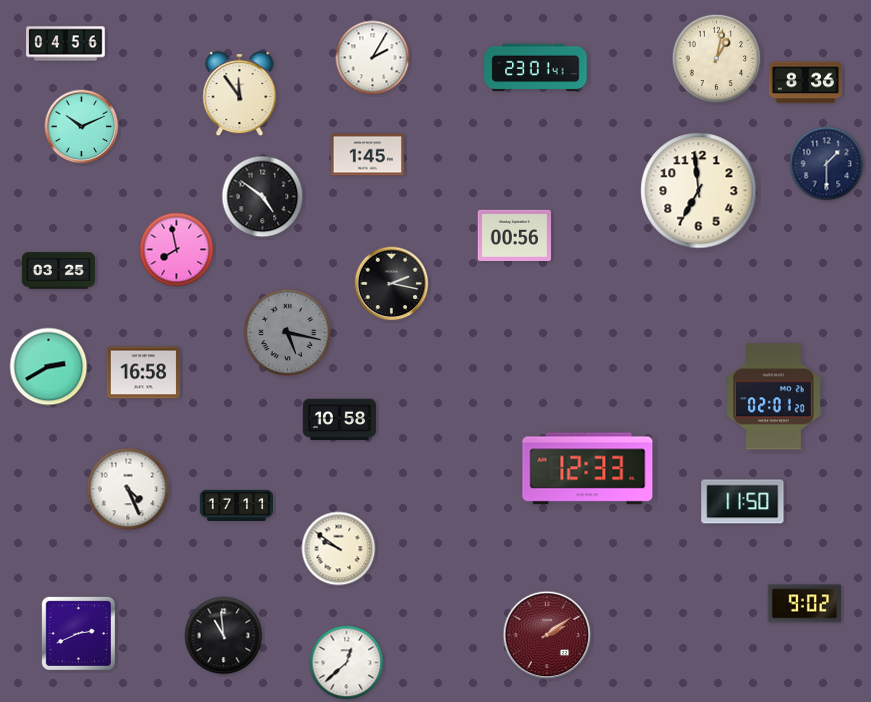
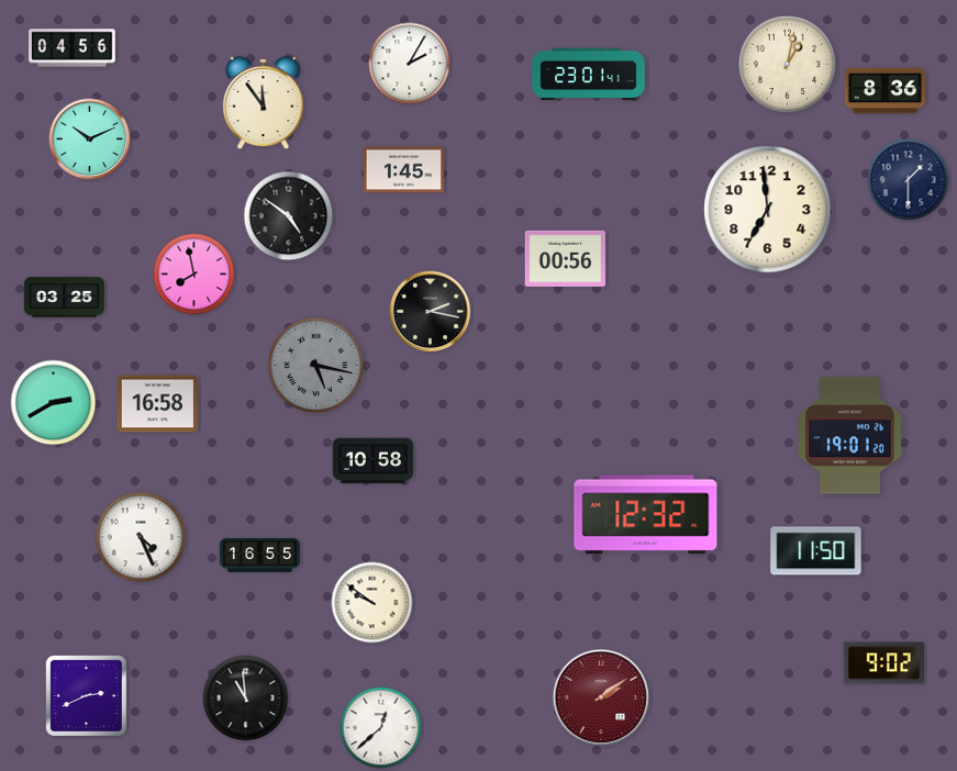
clock at (144, 373) position: (144, 373) -> (158, 404)
clock at (774, 397): 02:01 -> 19:01
clock at (588, 469): 12:33 -> 12:32
clock at (237, 505): 17:11 -> 16:55
